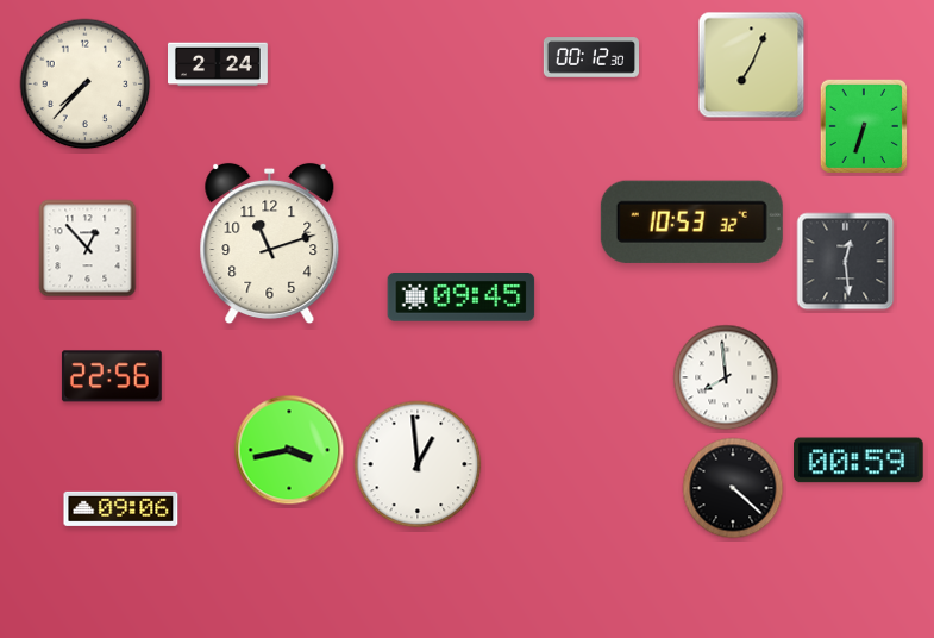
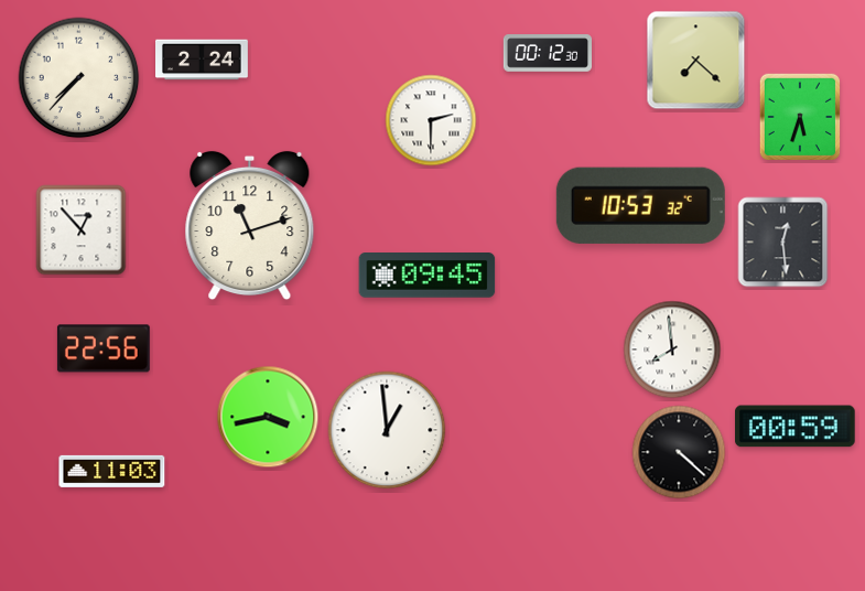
clock at (752, 65): 7:04 -> 7:22
clock at (863, 126): 6:33 -> 5:33
clock at (431, 120): none -> 2:30
clock at (121, 508): 09:06 -> 11:03
